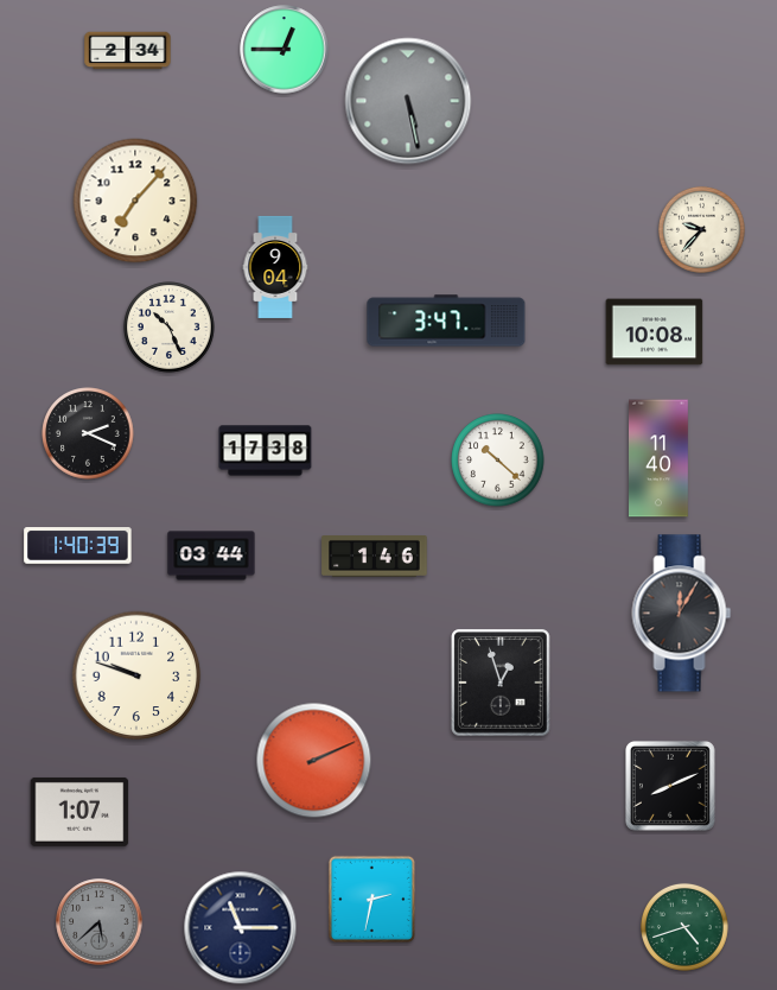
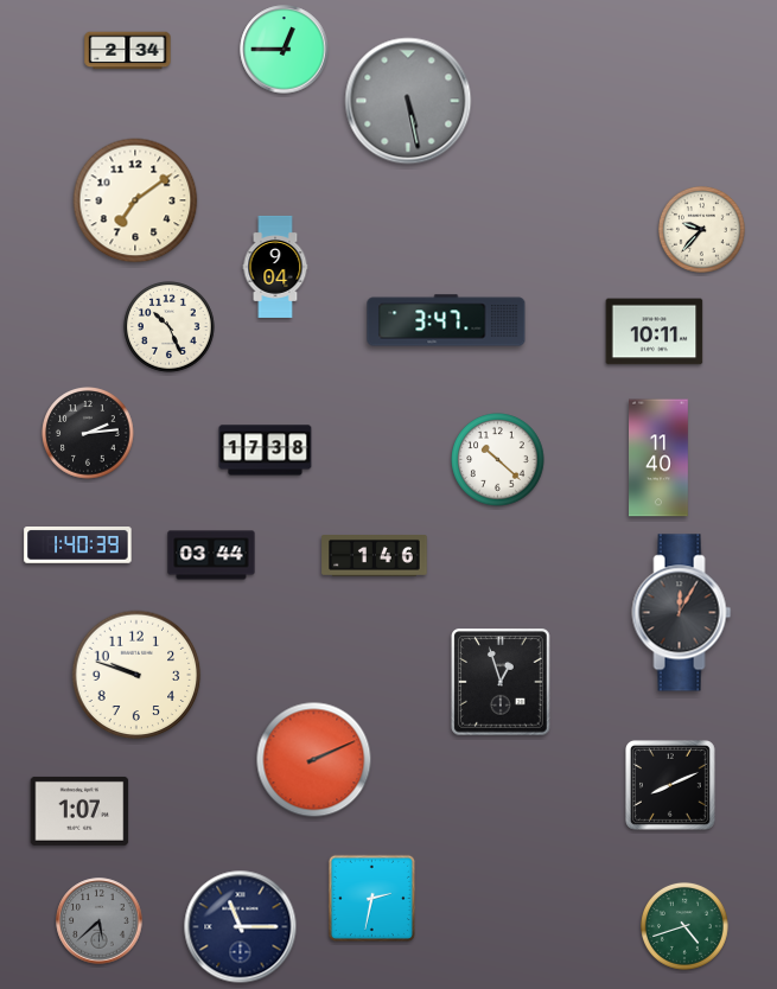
clock at (135, 201): 7:07 -> 7:09
clock at (655, 332): 10:08 -> 10:11
clock at (88, 433): 2:19 -> 2:14
